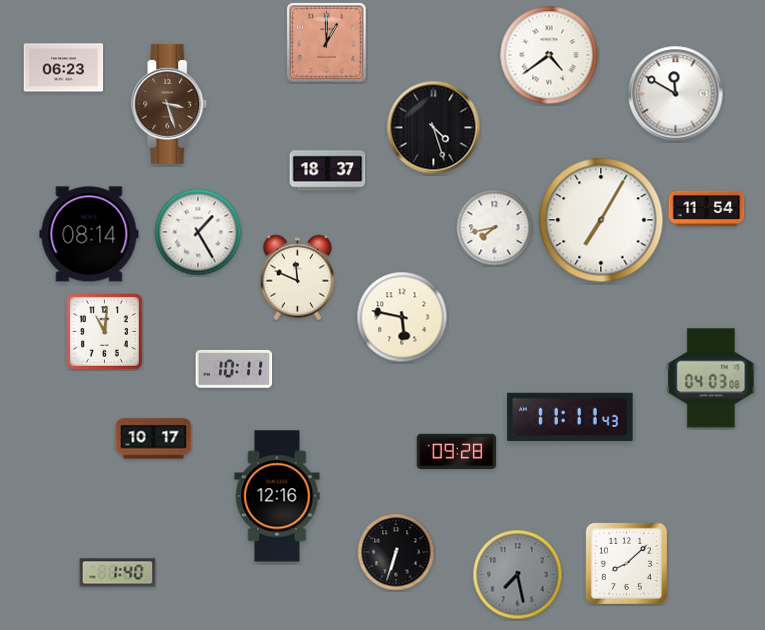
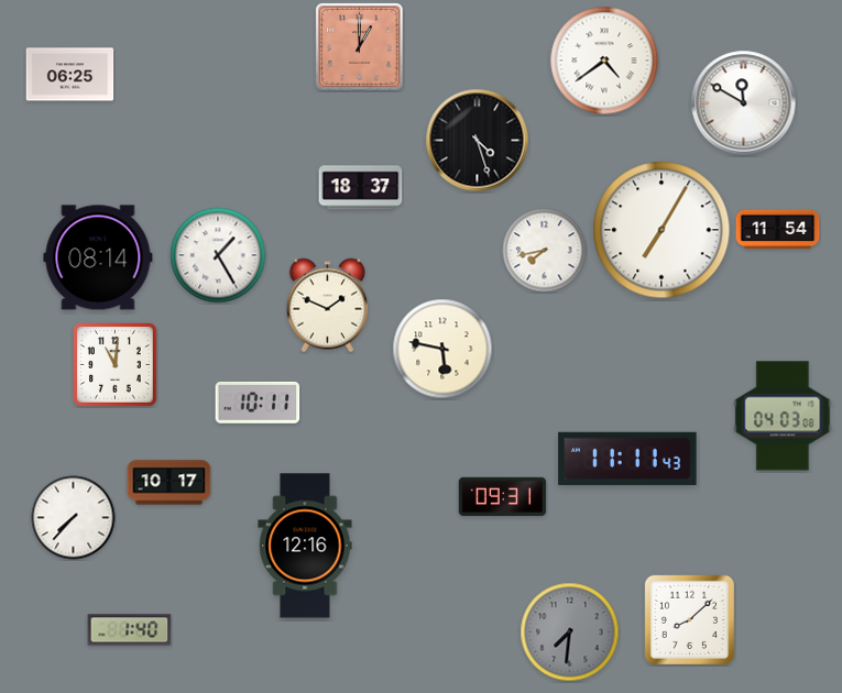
clock at (64, 68): 06:23 -> 06:25
clock at (169, 104): 3:27 -> none
clock at (601, 220) position: (601, 220) -> (661, 230)
clock at (297, 278): 11:49 -> 1:49
clock at (234, 369) position: (234, 369) -> (258, 403)
clock at (457, 451): 09:28 -> 09:31
clock at (74, 518): none -> 7:37
clock at (396, 552): 6:33 -> none
clock at (518, 575): 7:28 -> 7:31
